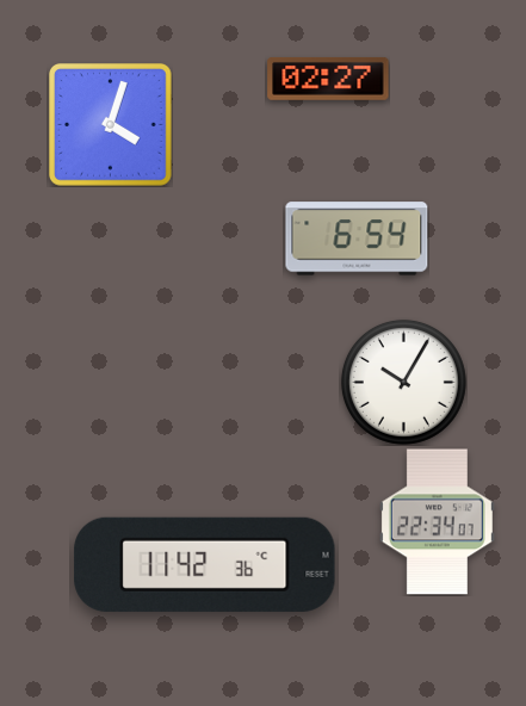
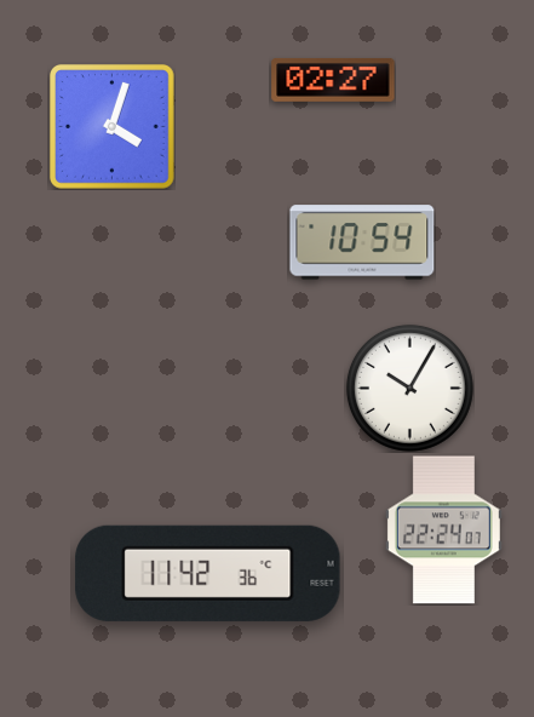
clock at (357, 239): 6:54 -> 10:54
clock at (437, 522): 22:34 -> 22:24
